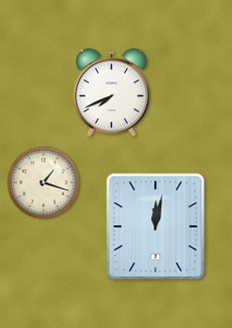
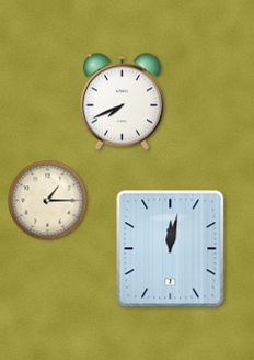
clock at (44, 183): 1:18 -> 1:15
